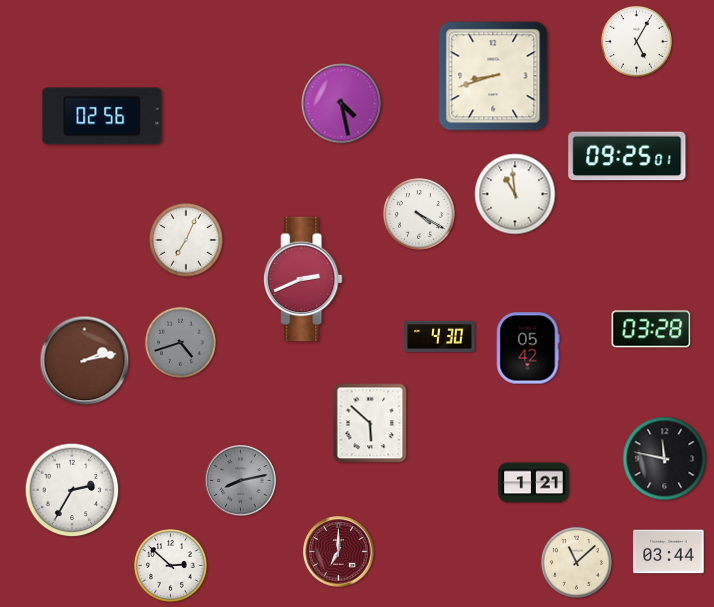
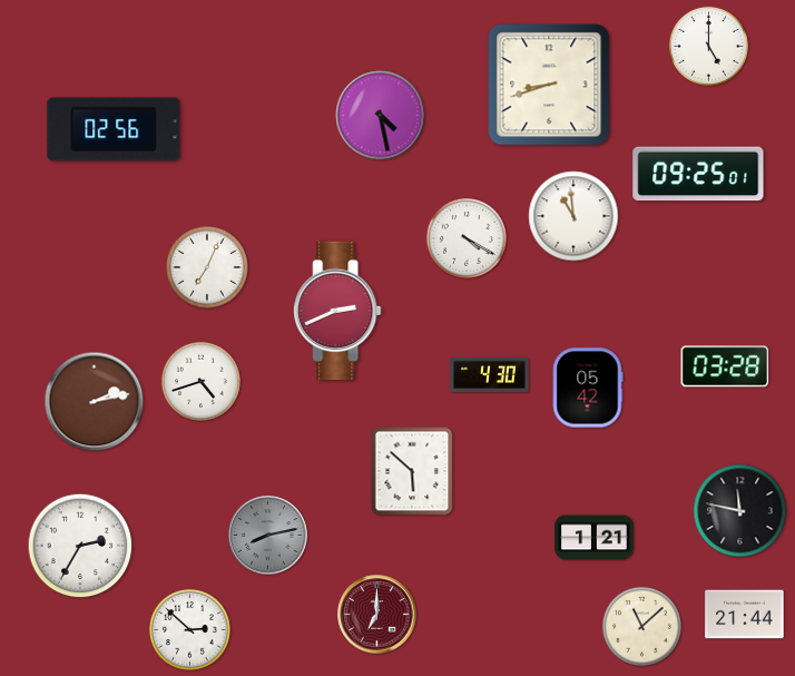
clock at (636, 41): 5:05 -> 5:00
clock at (180, 342) dial: grey -> white
clock at (669, 552): 03:44 -> 21:44
